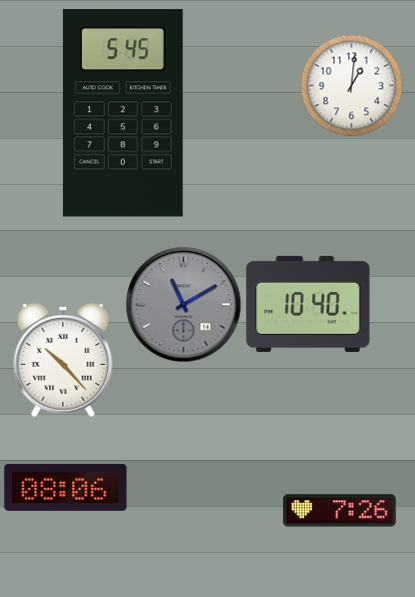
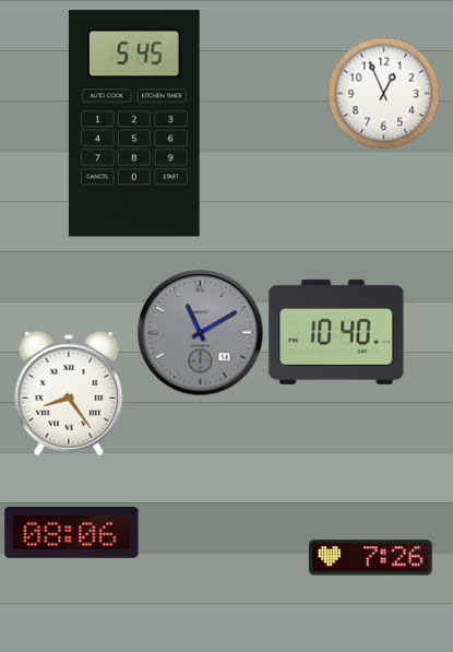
clock at (352, 86): 1:01 -> 12:56
clock at (63, 360): 10:23 -> 8:24
